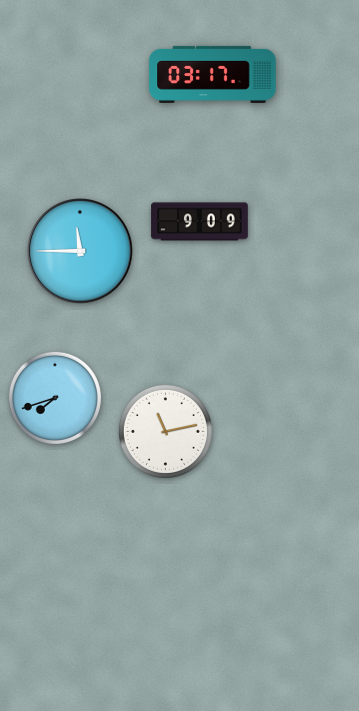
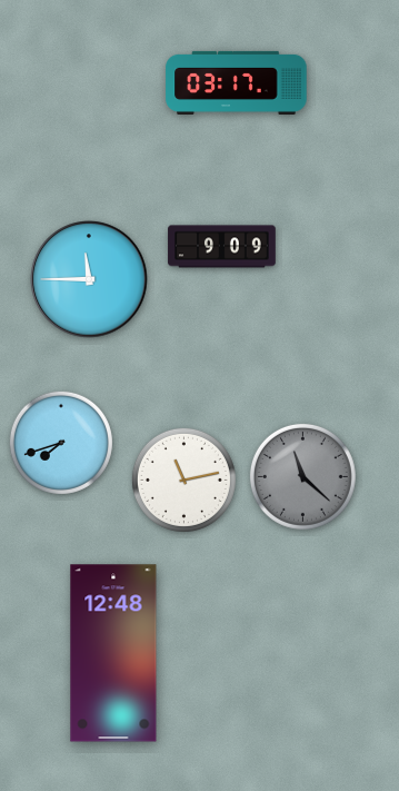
clock at (302, 476): none -> 11:22
clock at (113, 653): none -> 12:48
